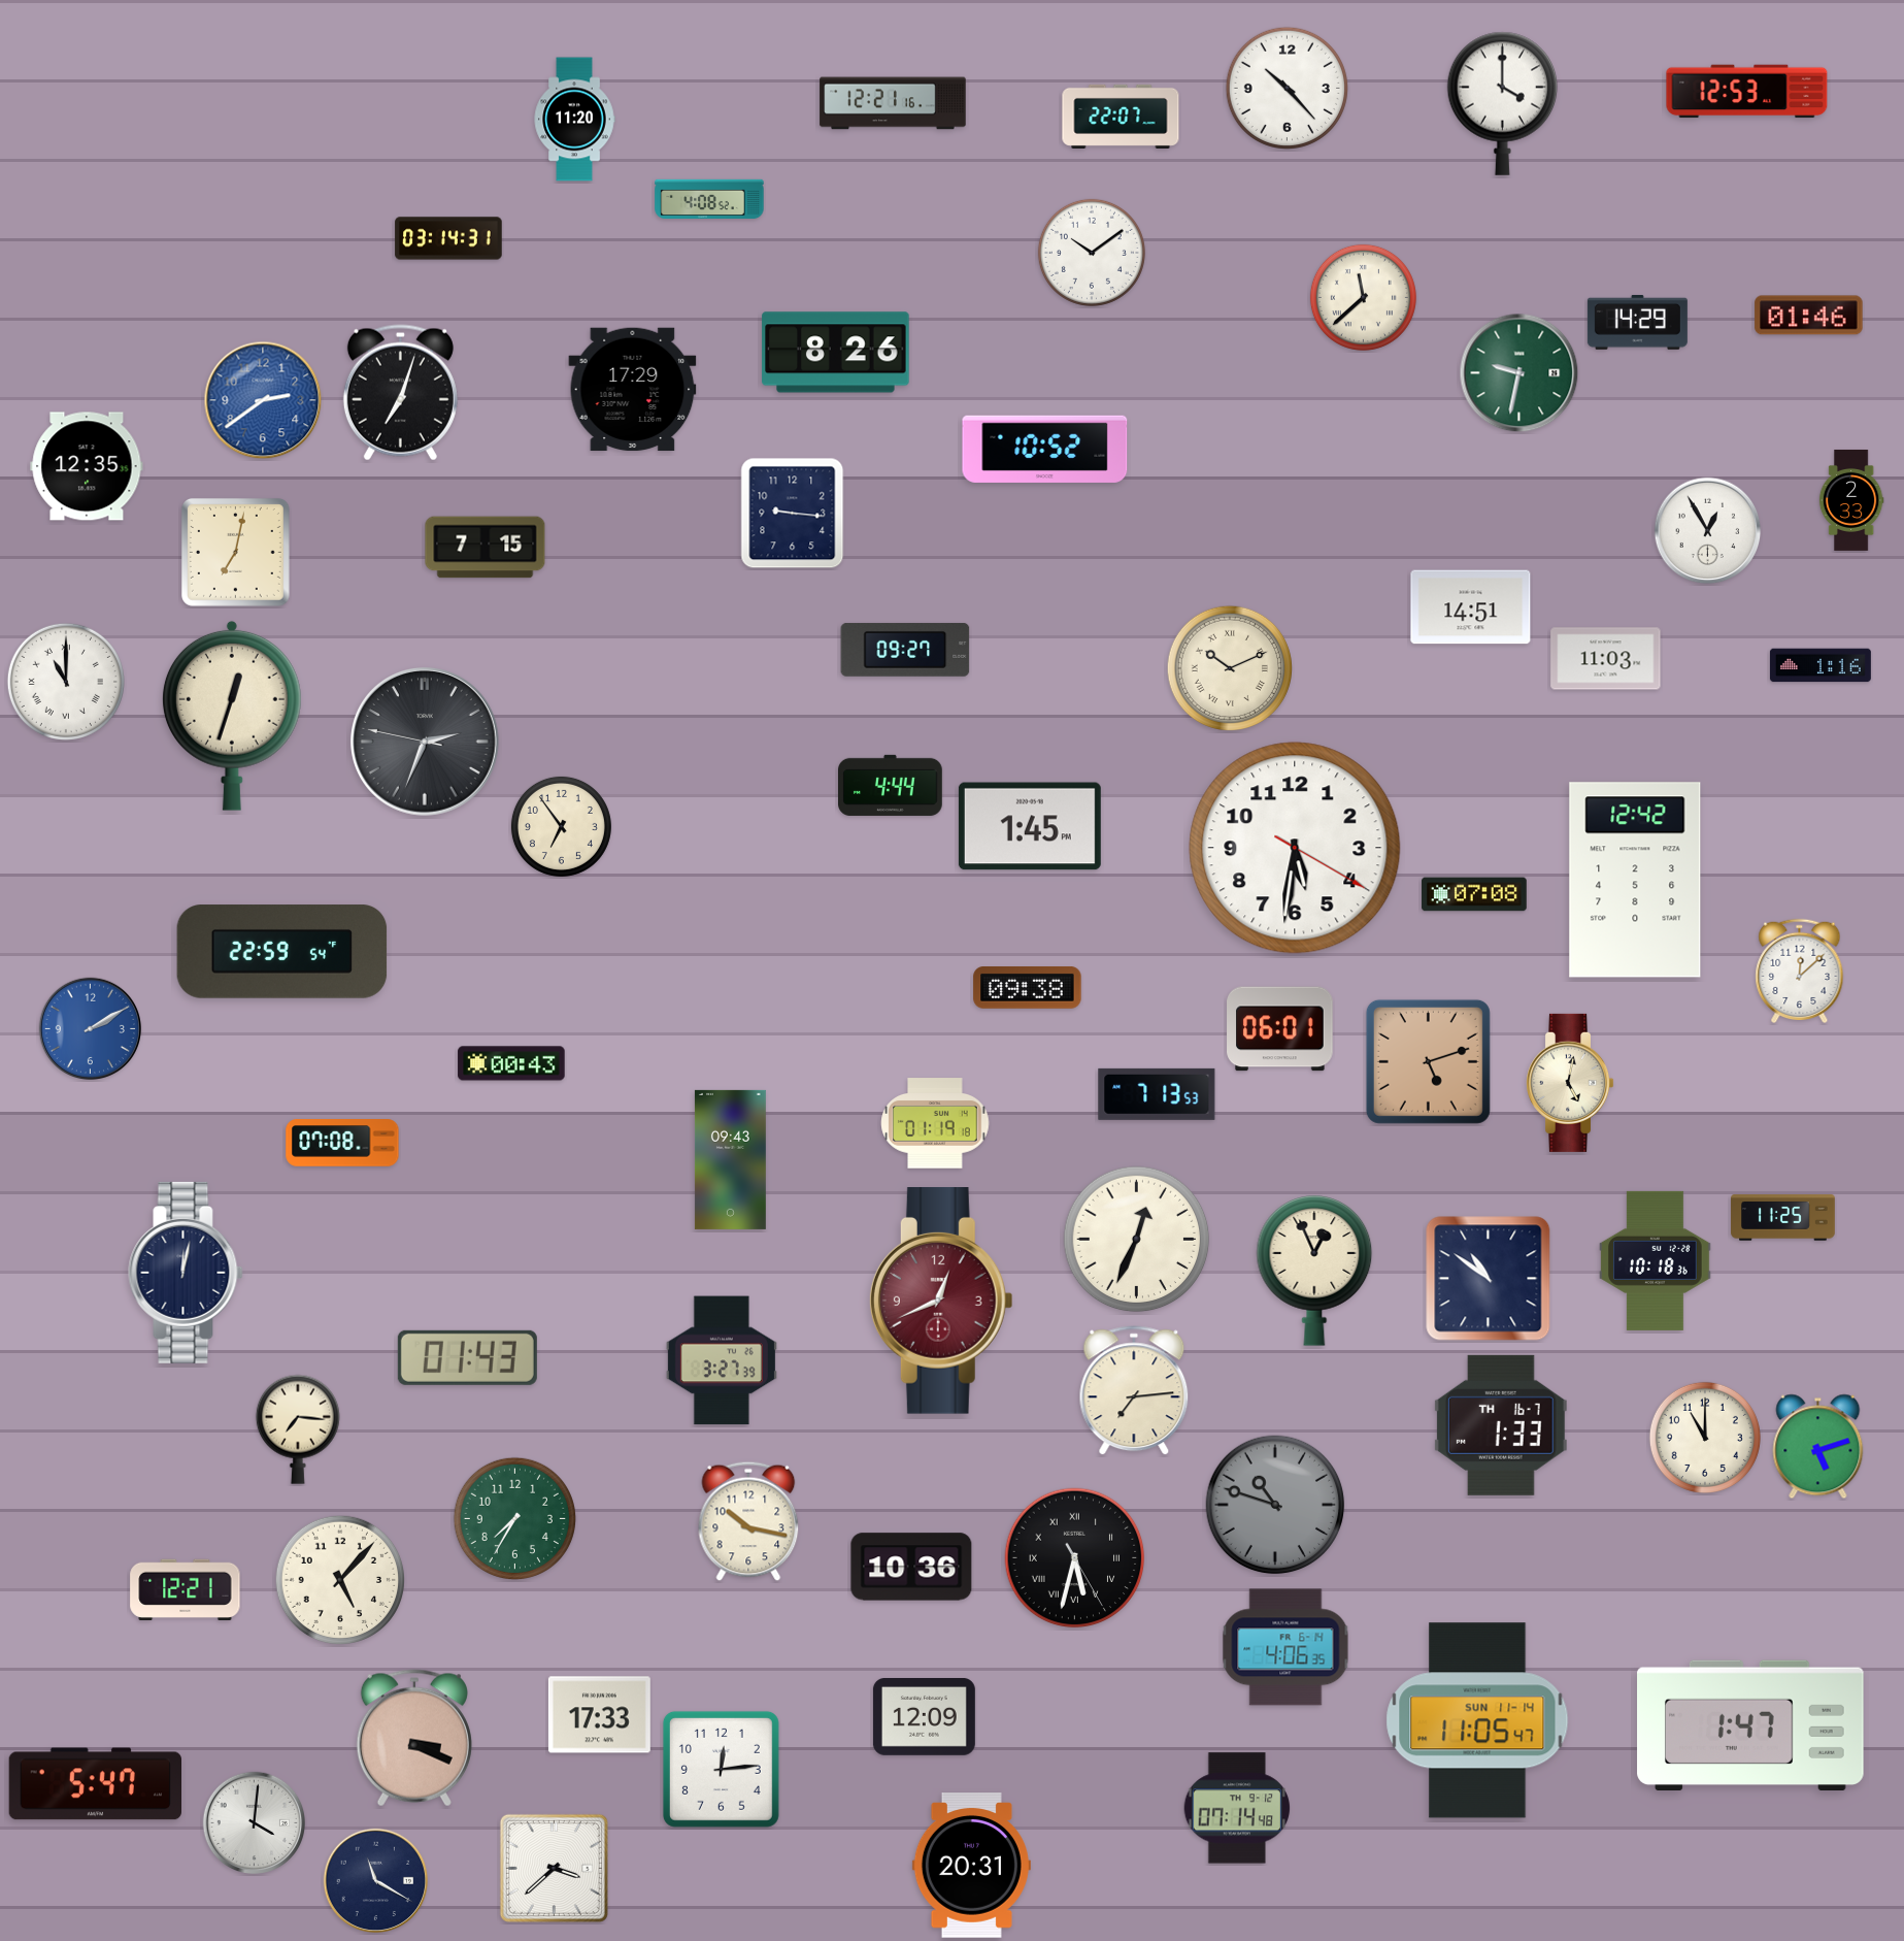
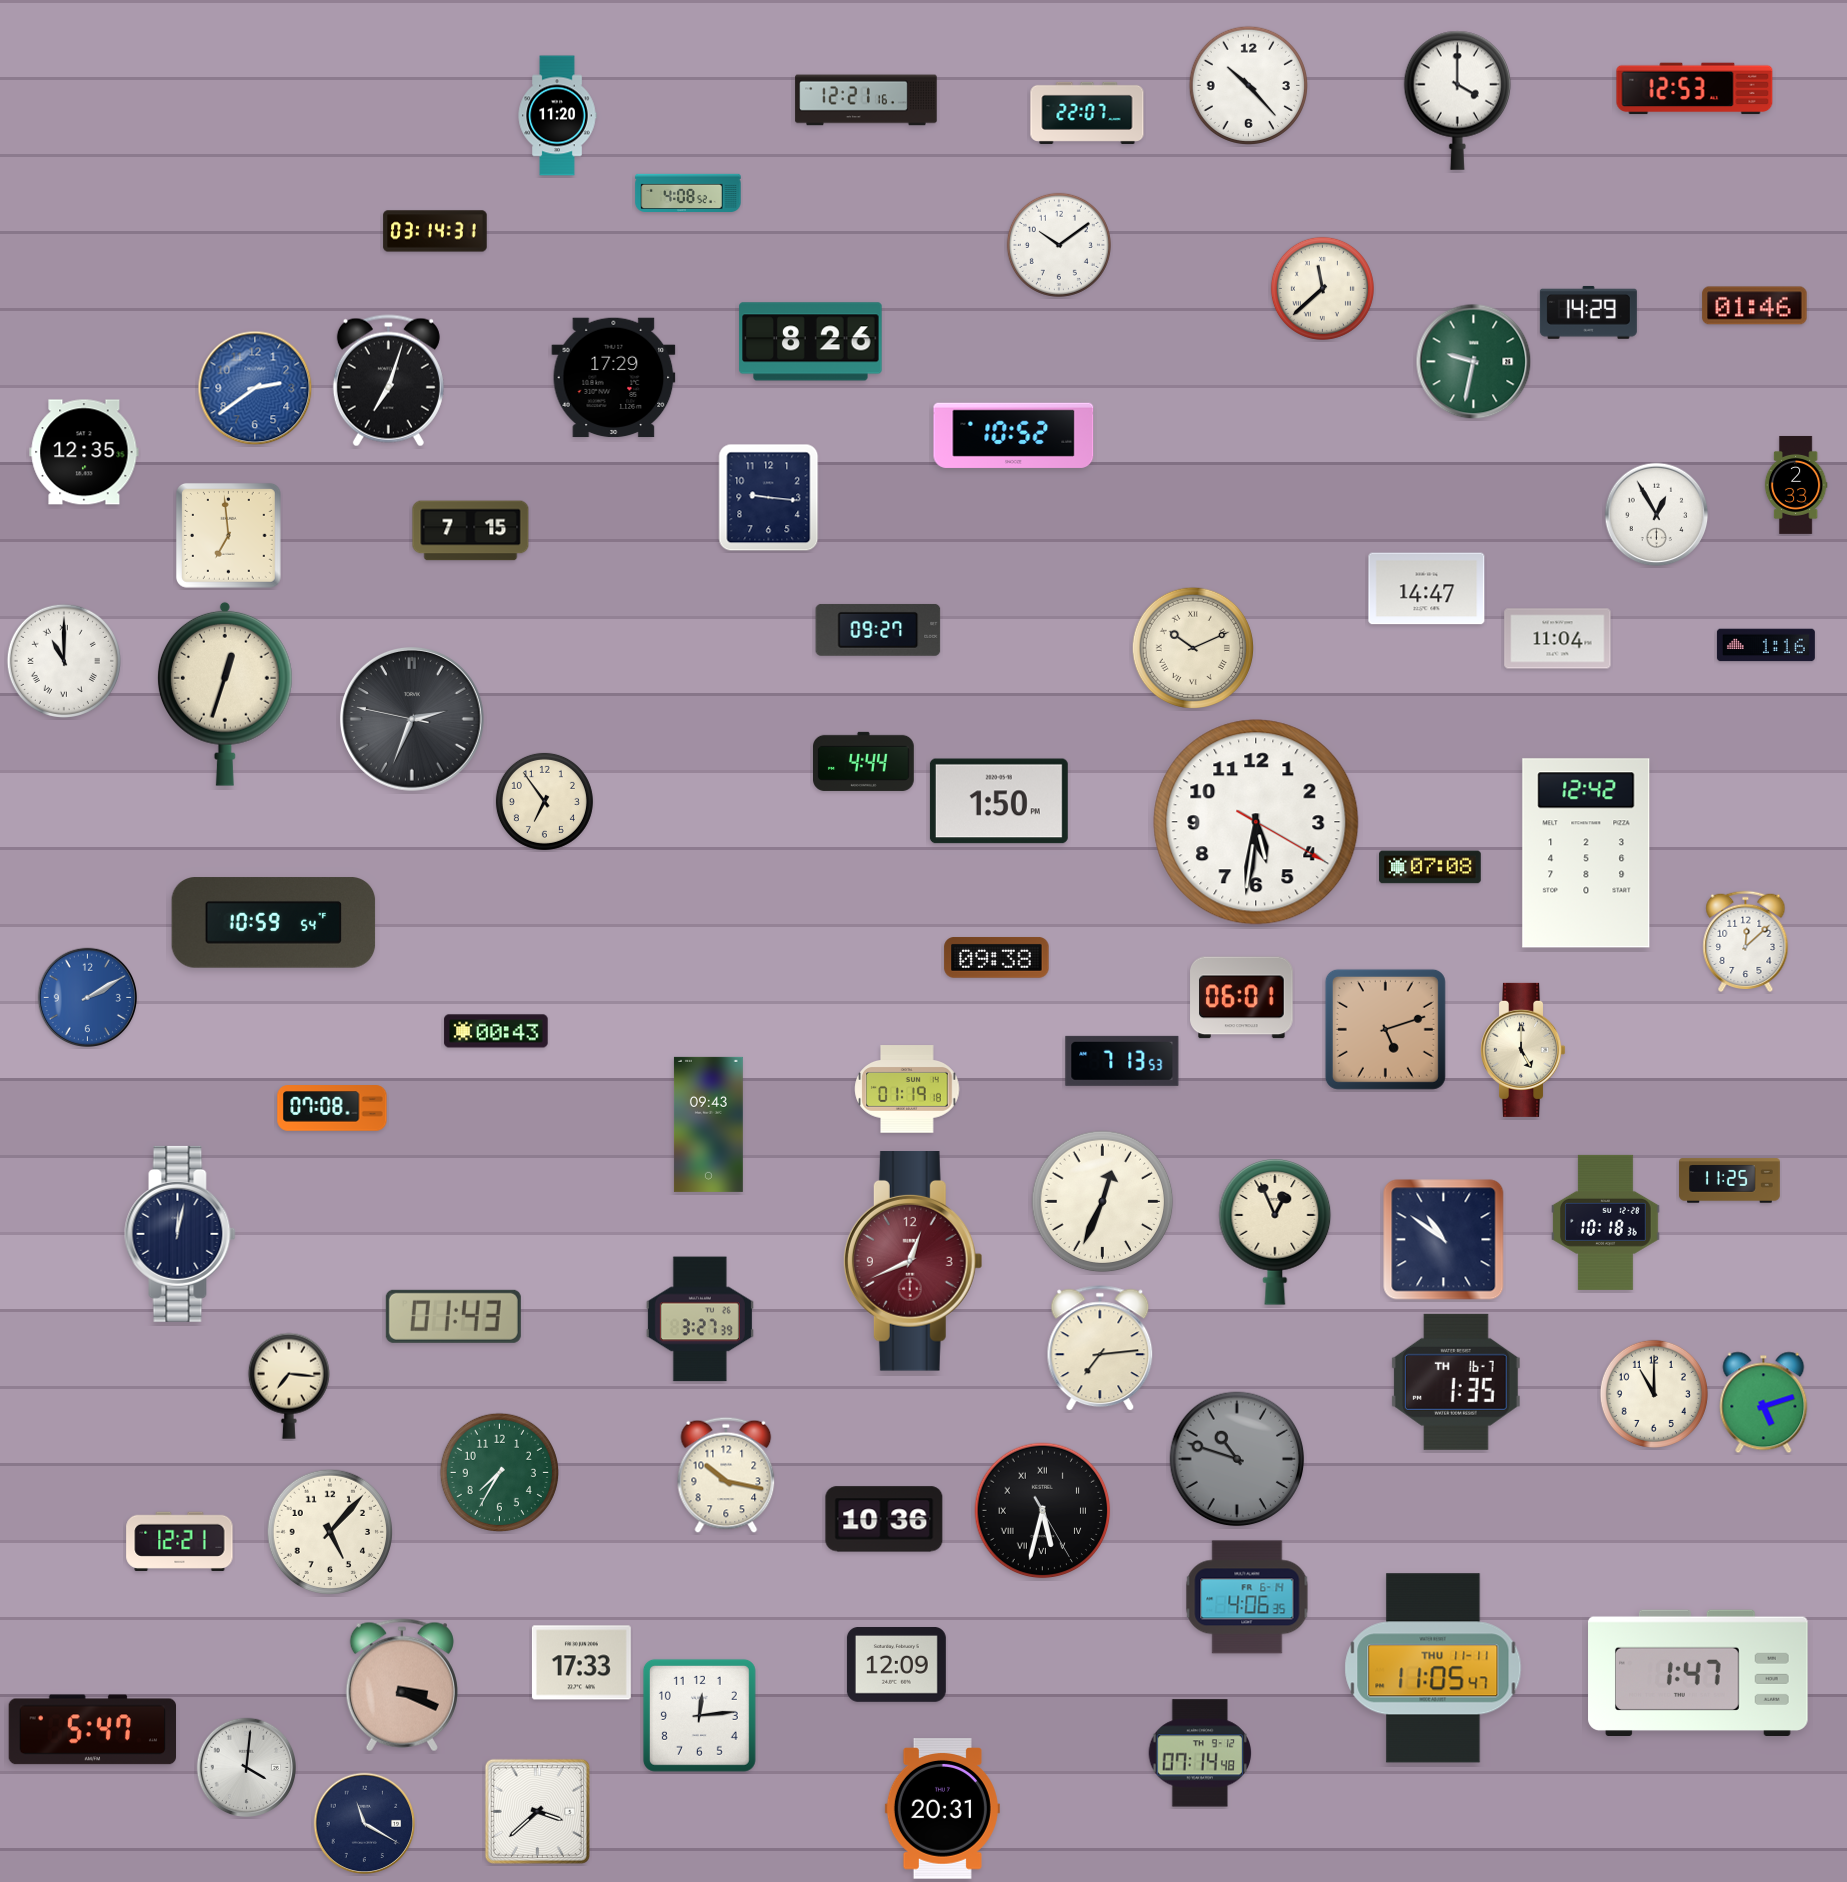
clock at (235, 552): 7:02 -> 6:59
clock at (1471, 607): 14:51 -> 14:47
clock at (1606, 659): 11:03 -> 11:04
clock at (1030, 826): 1:45 -> 1:50
clock at (282, 952): 22:59 -> 10:59
clock at (1570, 1083): 5:02 -> 5:00
clock at (1501, 1425): 1:33 -> 1:35
clock at (1477, 1720) date: SUN 11-14 -> THU 11-11
